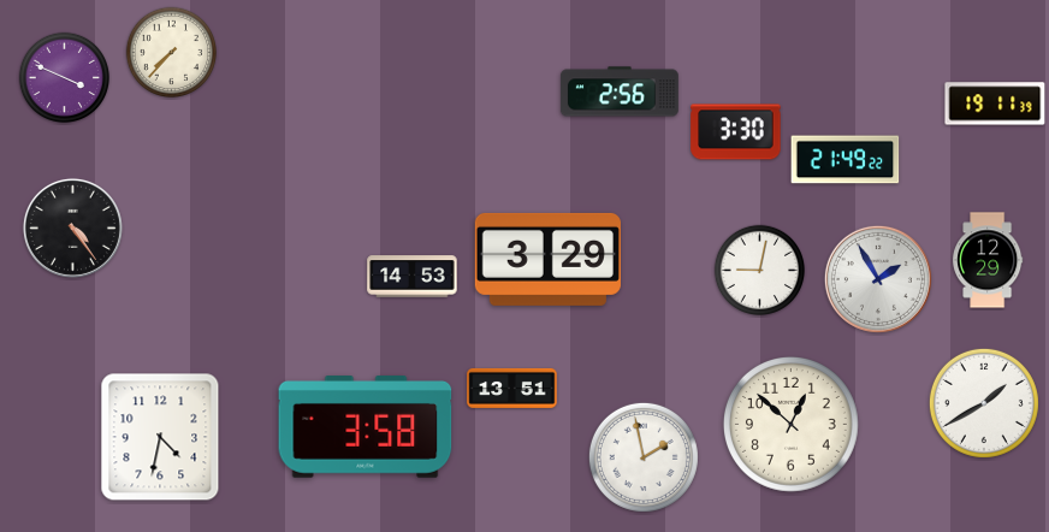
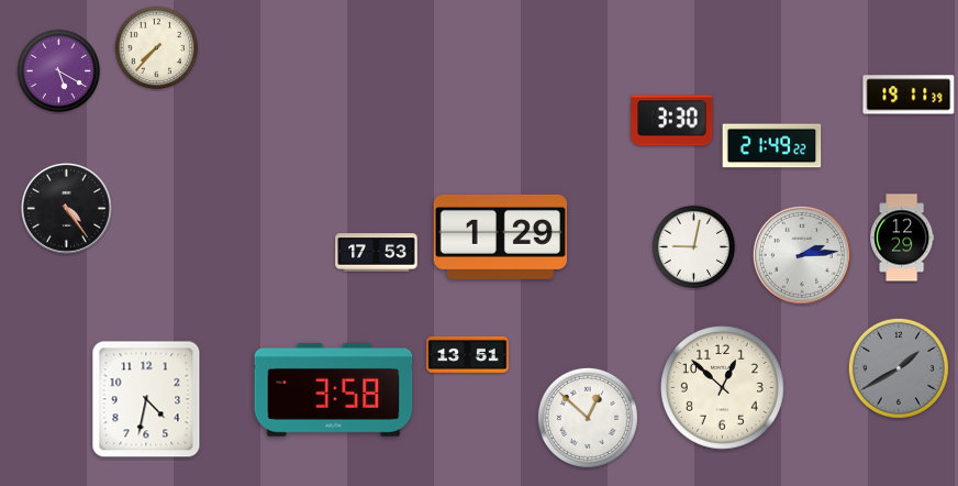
clock at (65, 78): 3:49 -> 5:20
clock at (620, 91): 2:56 -> none
clock at (547, 259): 3:29 -> 1:29
clock at (413, 277): 14:53 -> 17:53
clock at (878, 279): 1:55 -> 2:14
clock at (984, 403) dial: white -> grey
clock at (644, 457): 1:58 -> 12:52
